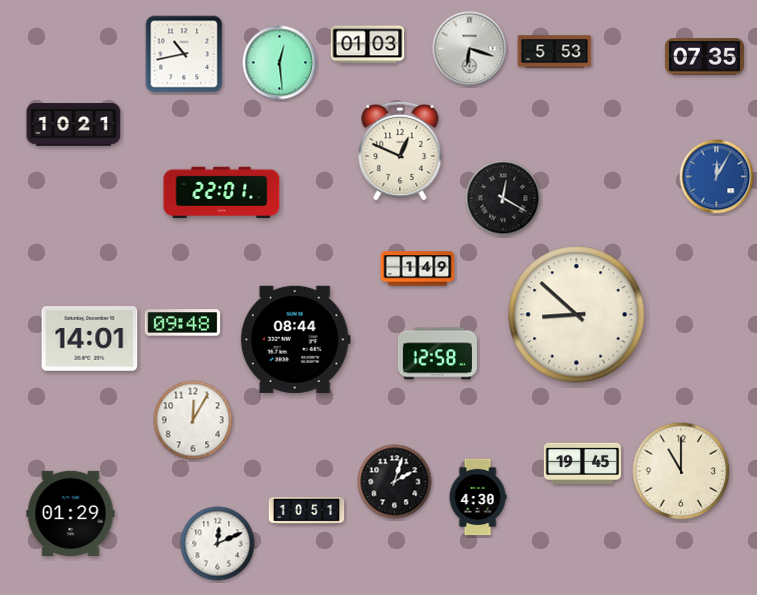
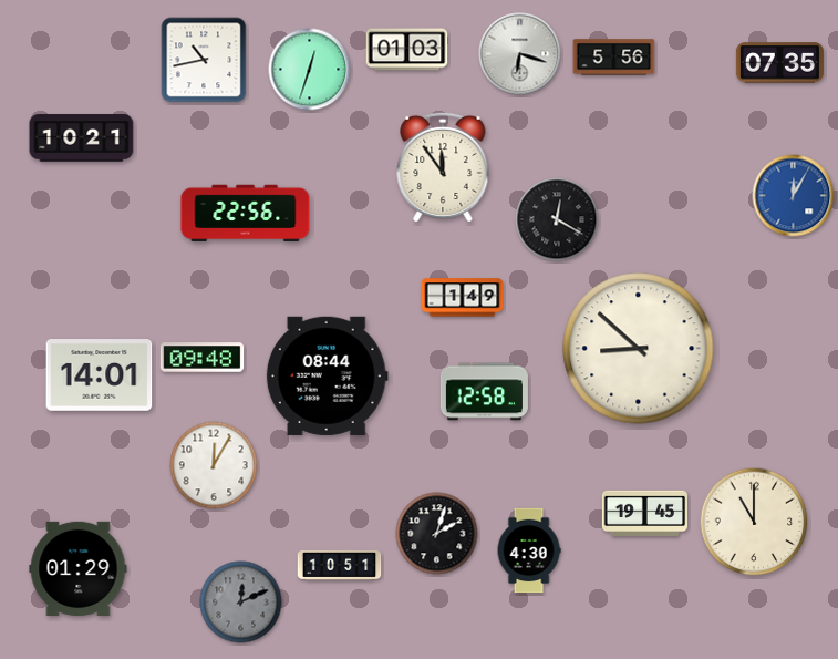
clock at (555, 52): 5:53 -> 5:56
clock at (280, 63): 12:29 -> 12:33
clock at (400, 151): 12:49 -> 11:54
clock at (222, 193): 22:01 -> 22:56
clock at (218, 544) dial: white -> grey
